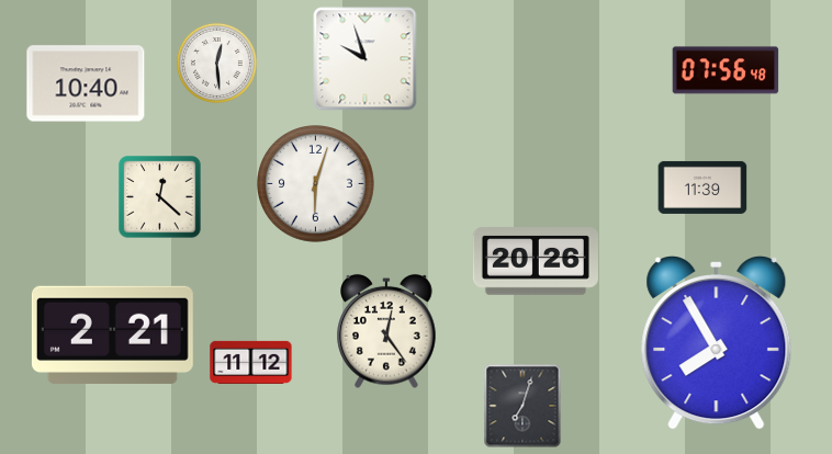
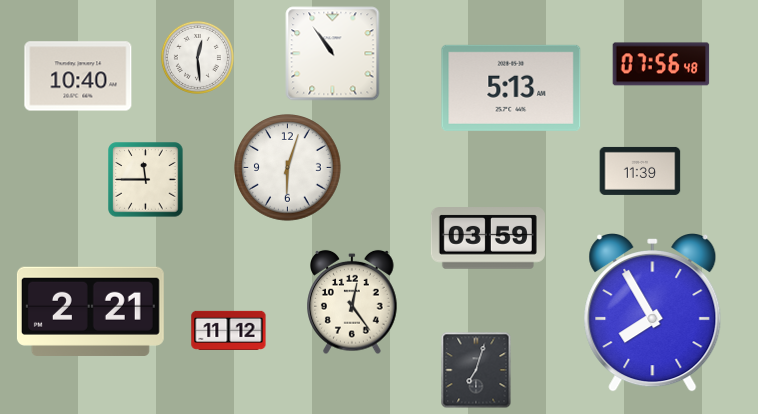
clock at (366, 59): 9:57 -> 10:54
clock at (511, 88): none -> 5:13
clock at (160, 197): 12:22 -> 11:45
clock at (536, 261): 20:26 -> 03:59
clock at (112, 334) position: (112, 334) -> (90, 311)
